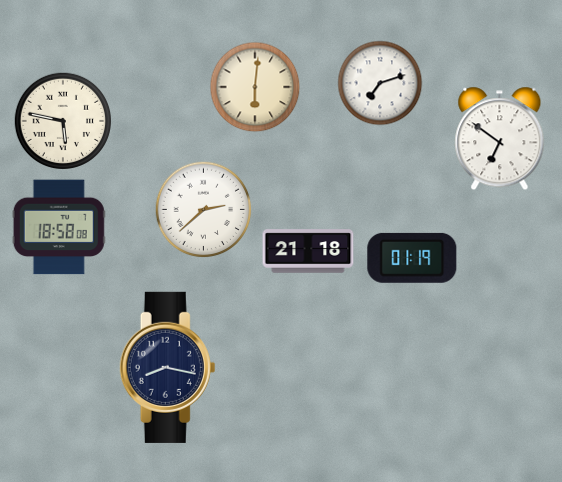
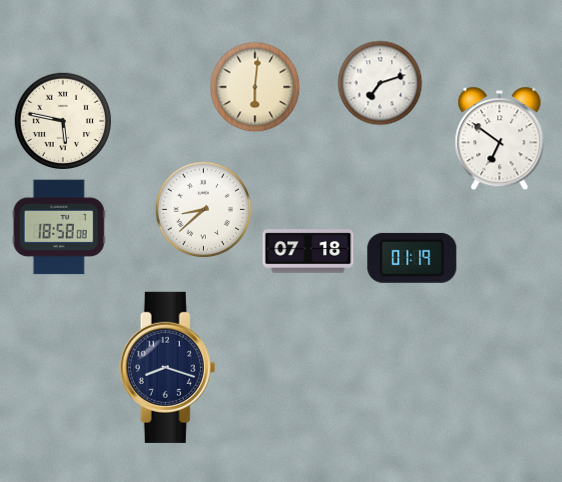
clock at (204, 210): 2:38 -> 8:38
clock at (308, 251): 21:18 -> 07:18
clock at (168, 367): 8:17 -> 8:18
